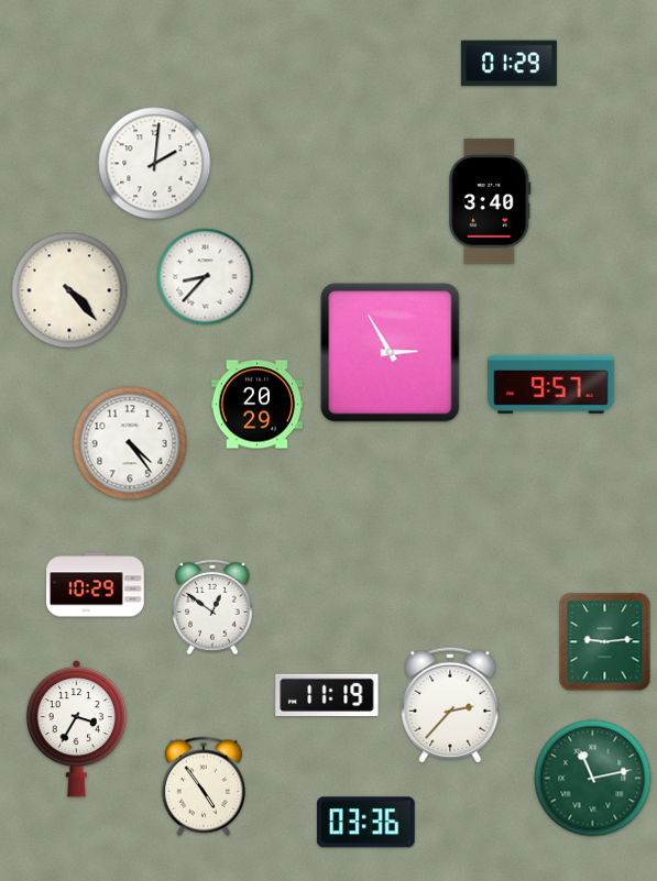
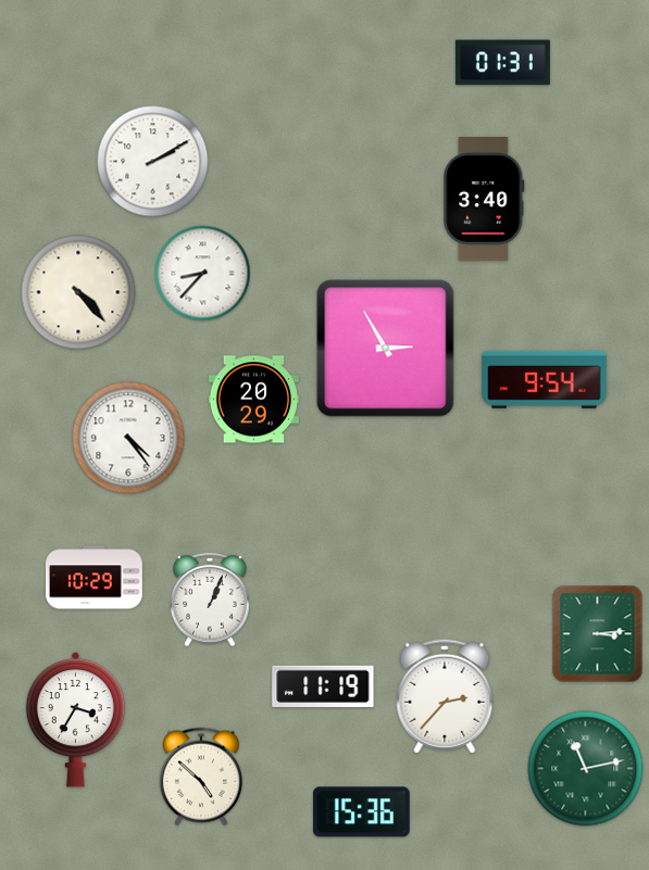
clock at (508, 64): 01:29 -> 01:31
clock at (155, 164): 2:01 -> 2:10
clock at (69, 290) position: (69, 290) -> (78, 292)
clock at (551, 384): 9:57 -> 9:54
clock at (212, 607): 12:51 -> 1:04
clock at (605, 642): 9:14 -> 3:14
clock at (204, 786): 4:54 -> 4:52
clock at (365, 823): 03:36 -> 15:36
